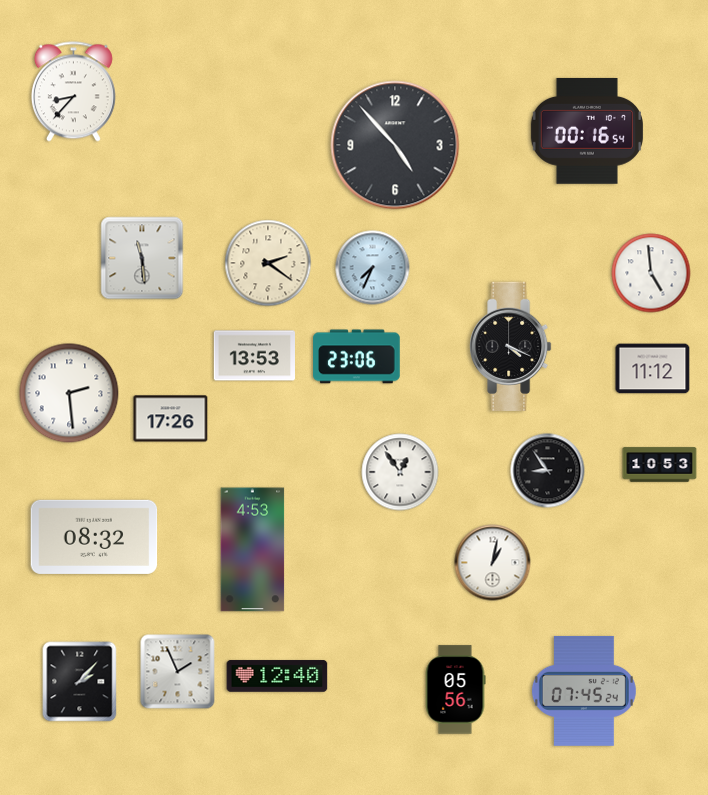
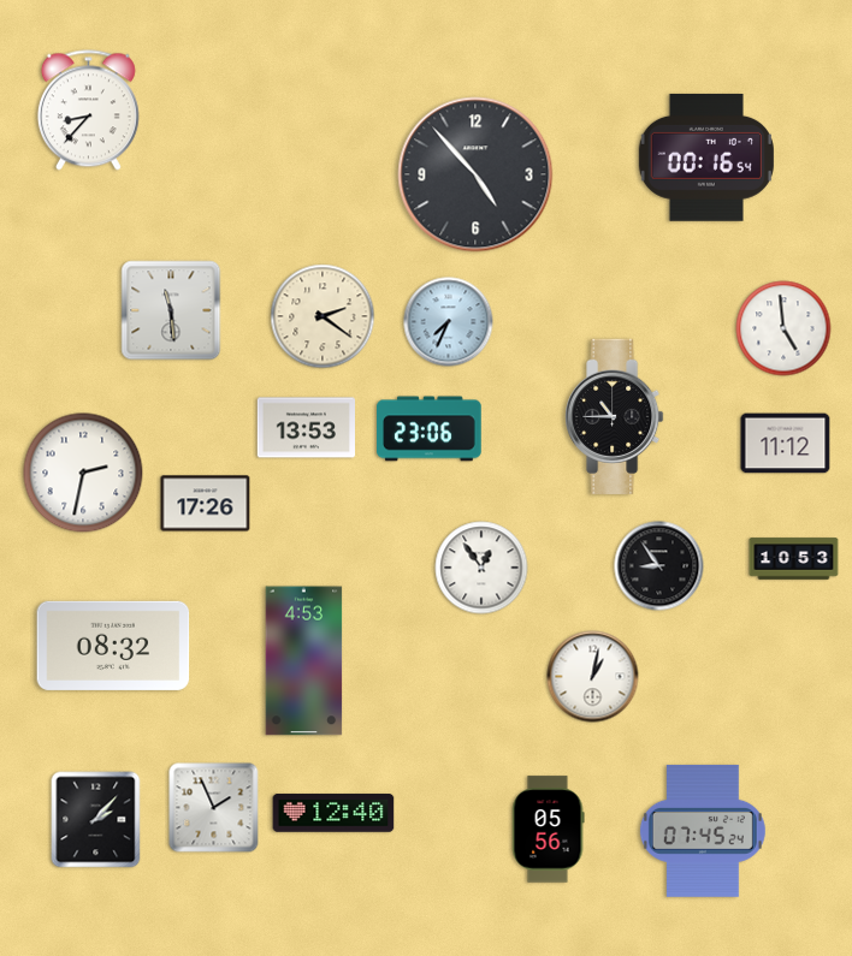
clock at (511, 346): 4:19 -> 10:45
clock at (69, 393): 2:29 -> 2:32
